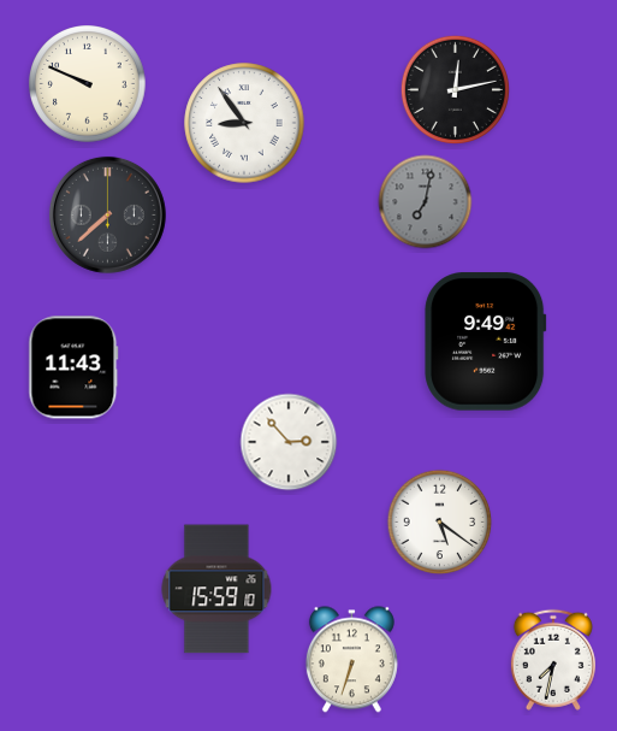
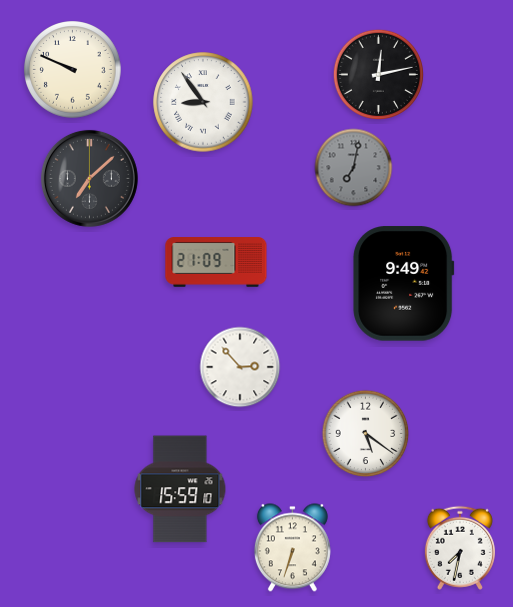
clock at (107, 214): 7:38 -> 7:08
clock at (216, 263): none -> 21:09
clock at (73, 367): 11:43 -> none
